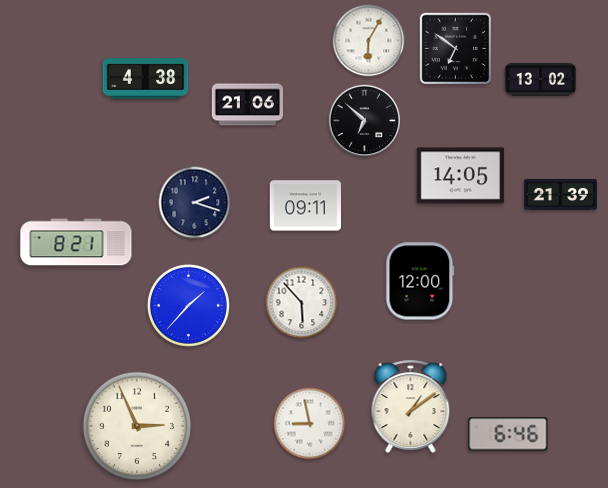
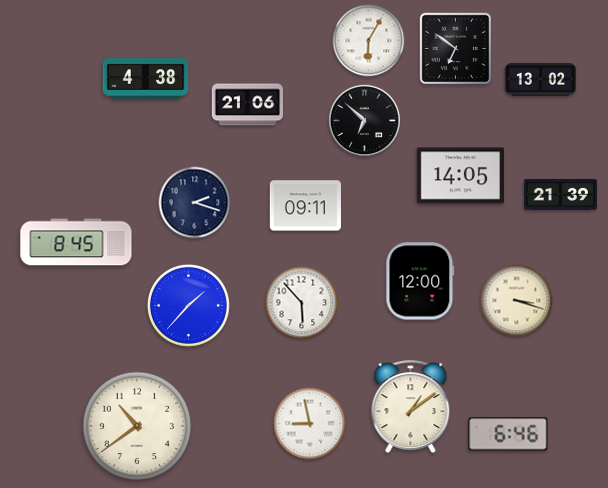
clock at (76, 242): 8:21 -> 8:45
clock at (517, 301): none -> 3:18
clock at (137, 426): 2:56 -> 10:39
